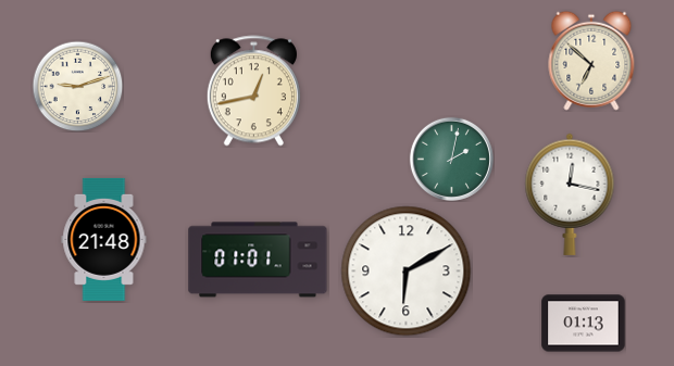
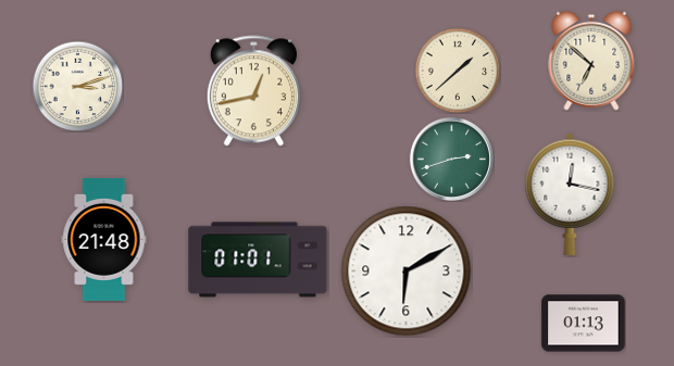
clock at (458, 71): none -> 1:38
clock at (77, 86): 9:12 -> 3:12
clock at (451, 159): 2:02 -> 2:42
